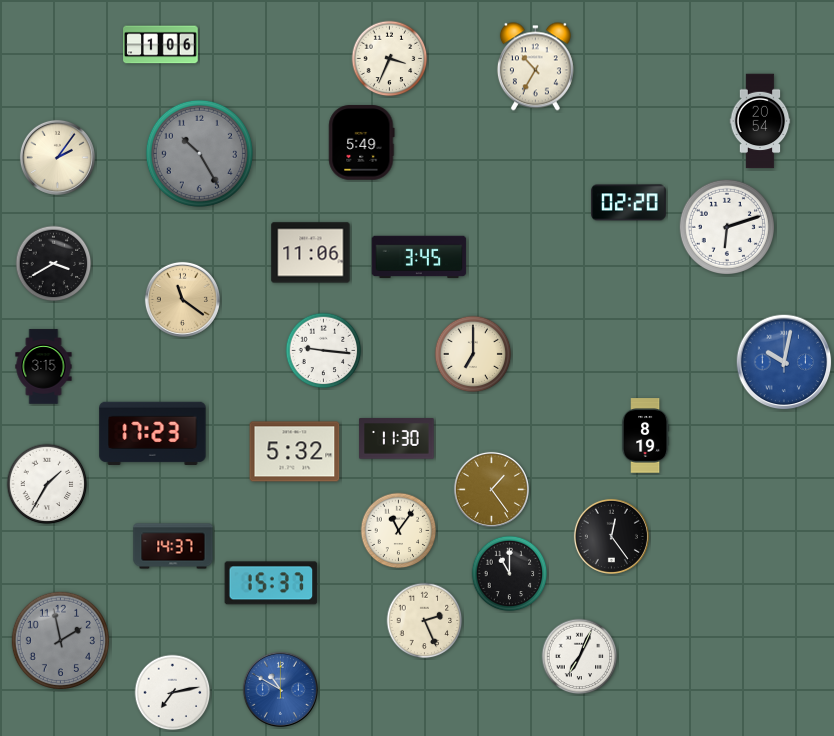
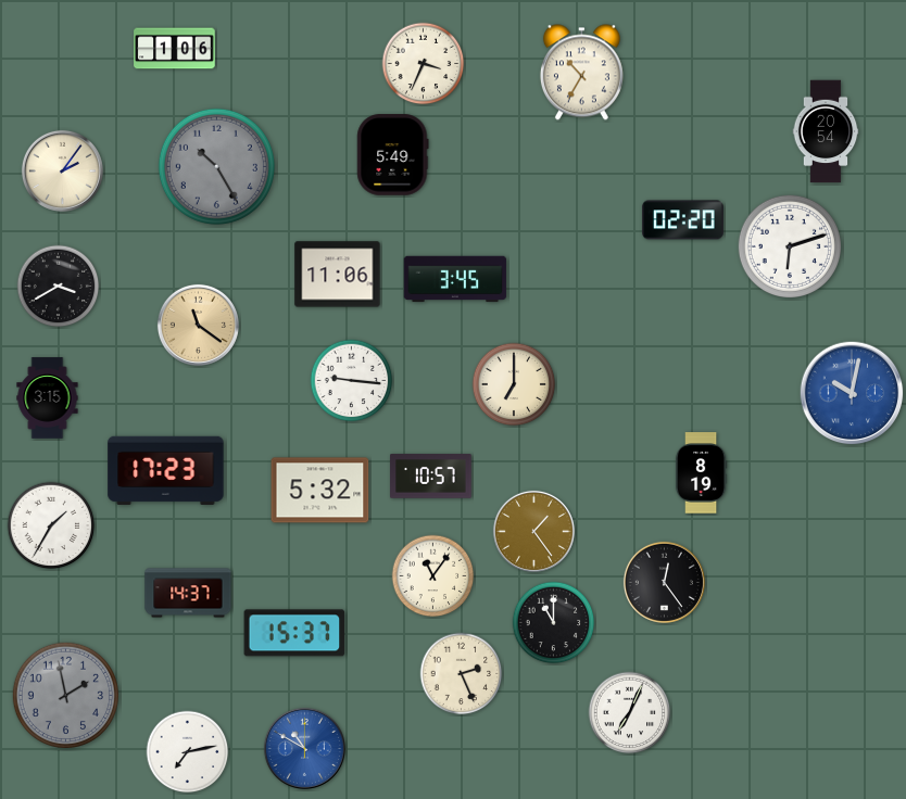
clock at (397, 439): 11:30 -> 10:57
